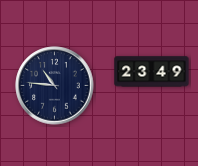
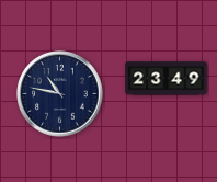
clock at (55, 86): 10:46 -> 10:47
